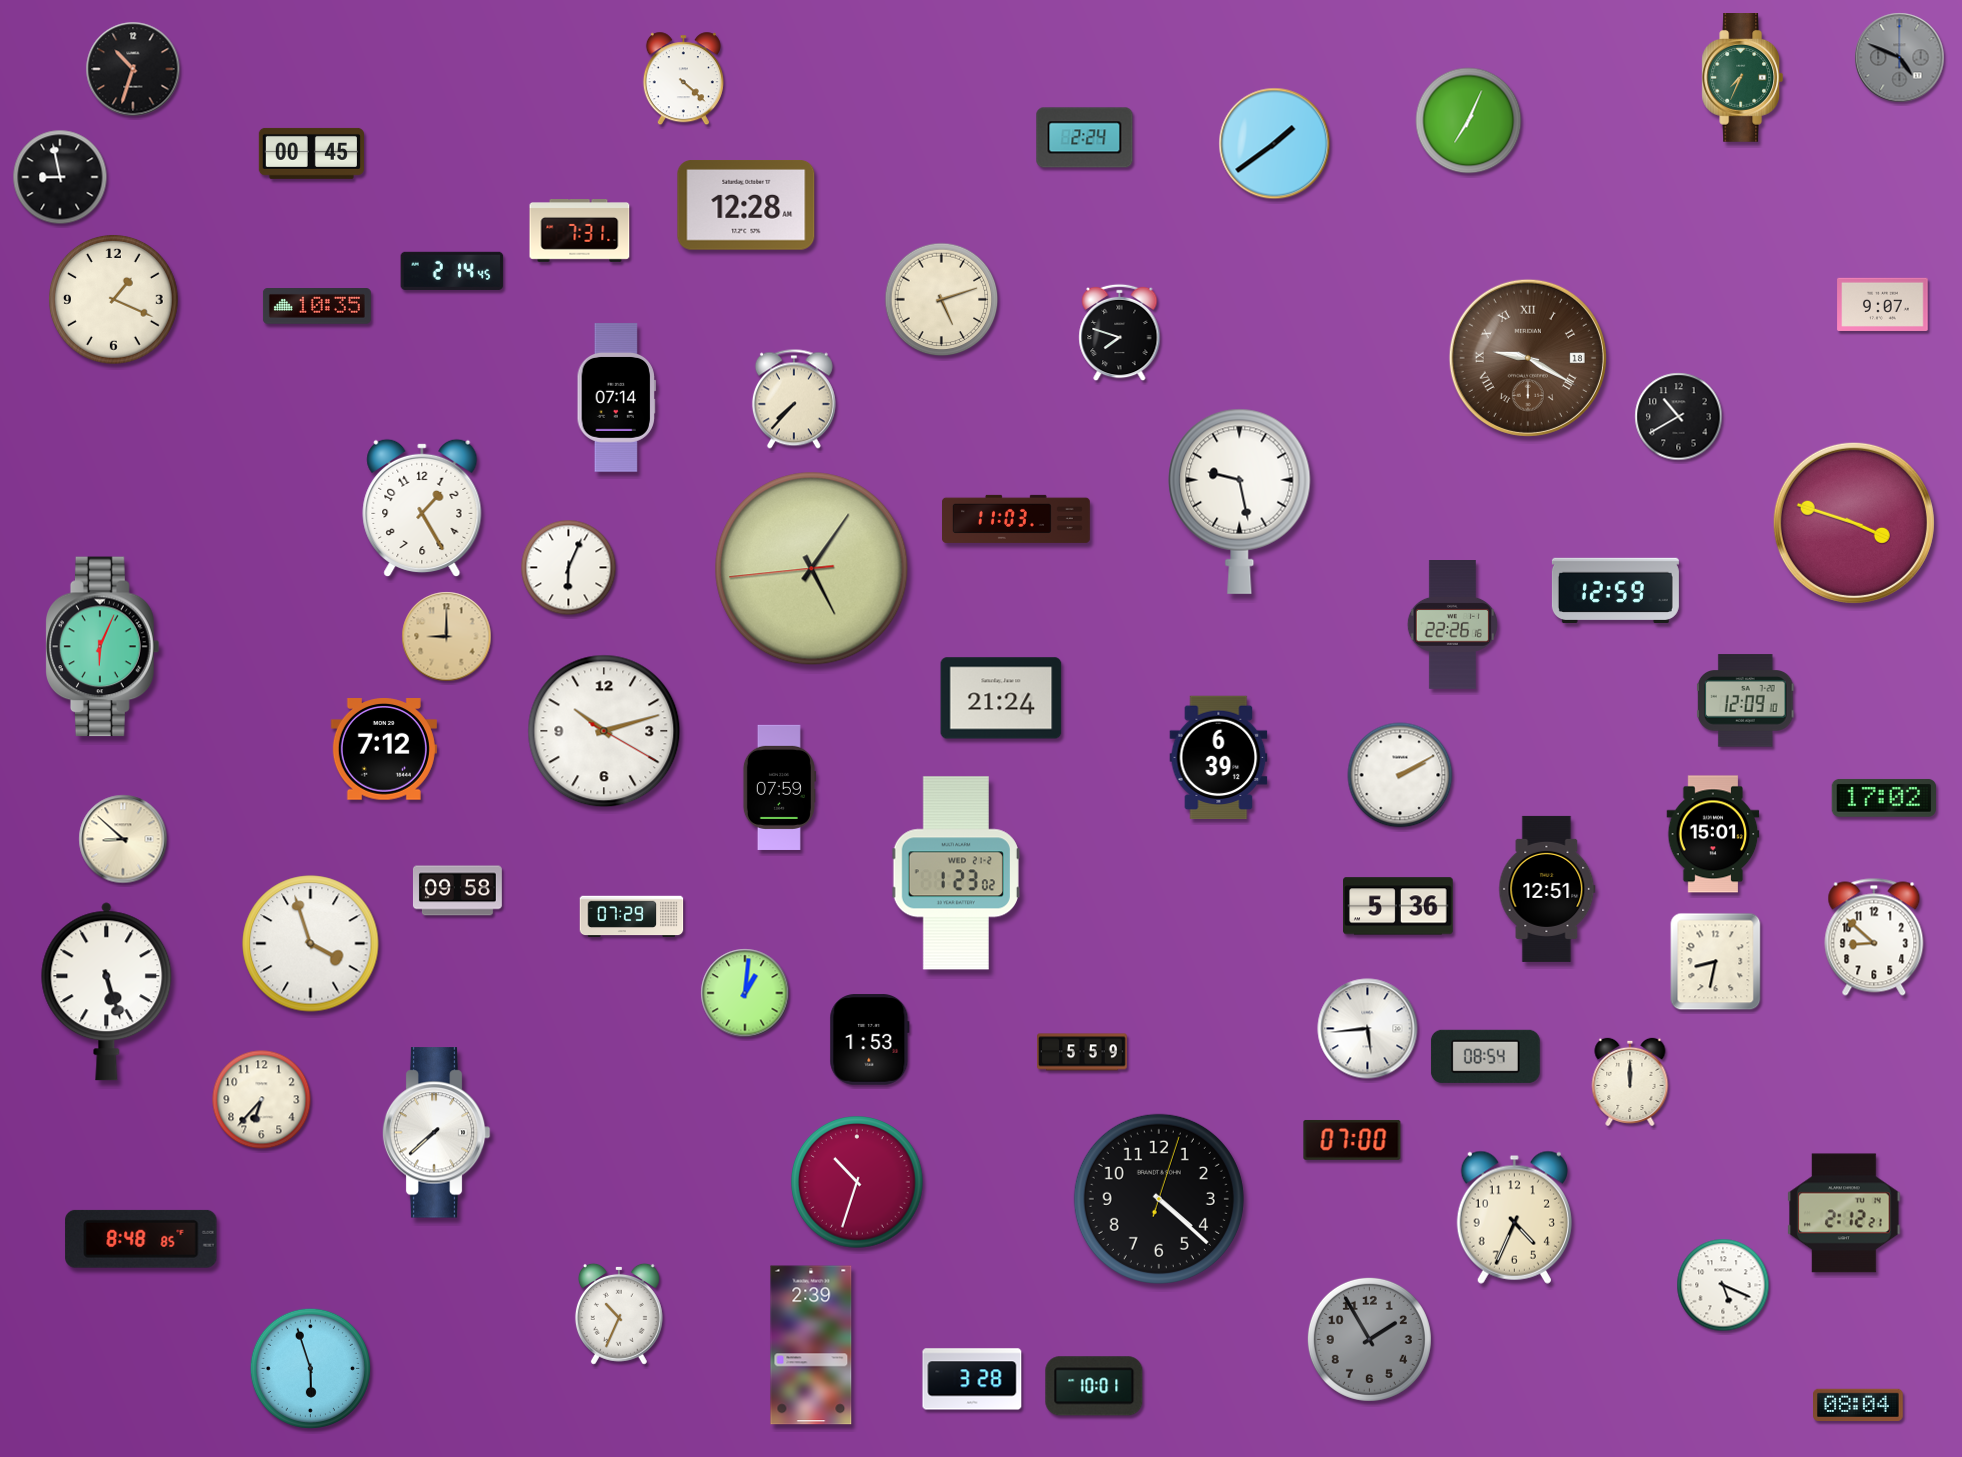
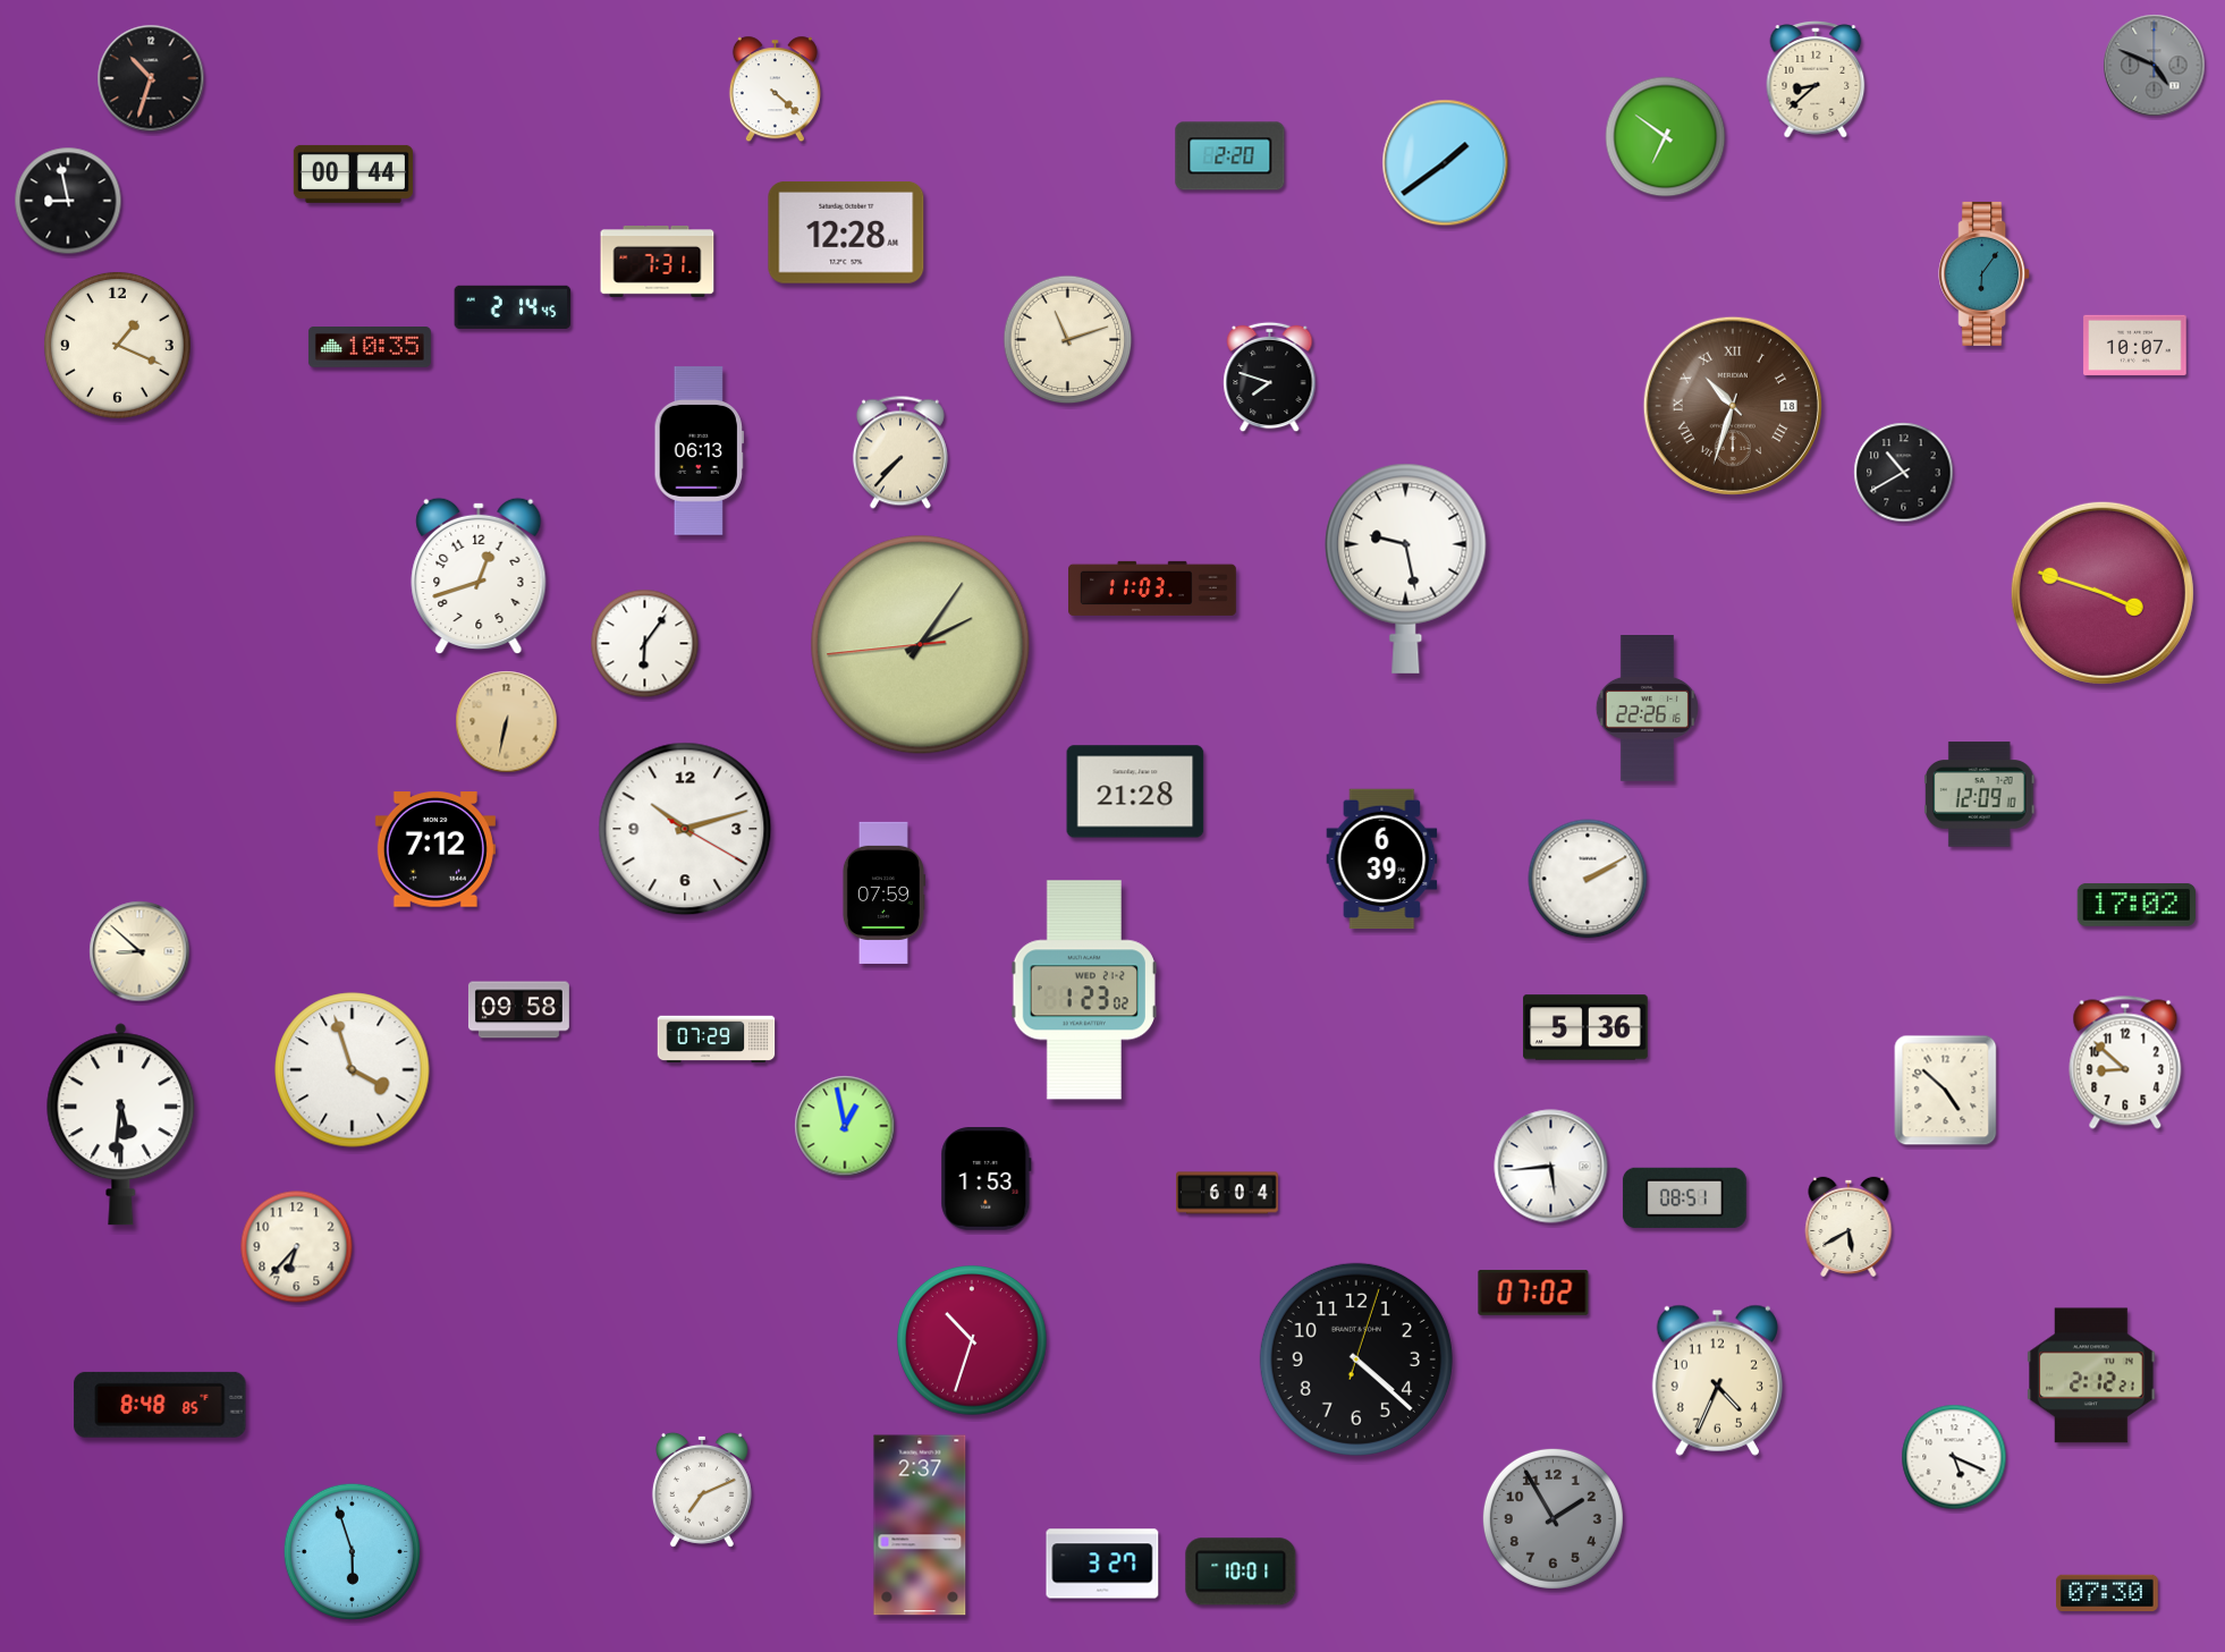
clock at (1816, 81): none -> 8:38
clock at (1743, 78): 7:34 -> none
clock at (1469, 121): 7:04 -> 6:51
clock at (1085, 138): 2:24 -> 2:20
clock at (311, 153): 00:45 -> 00:44
clock at (1985, 273): none -> 6:06
clock at (113, 299) position: (113, 299) -> (117, 345)
clock at (942, 300): 5:12 -> 11:12
clock at (1883, 304): 9:07 -> 10:07
clock at (317, 306) position: (317, 306) -> (370, 347)
clock at (1528, 358): 9:20 -> 10:33
clock at (616, 398): 07:14 -> 06:13
clock at (422, 508): 1:25 -> 12:42
clock at (569, 568): 6:04 -> 6:06
clock at (812, 569): 5:05 -> 2:05
clock at (1615, 590): 12:59 -> none
clock at (447, 637): 9:00 -> 6:32
clock at (103, 647): 6:04 -> none
clock at (1001, 698): 21:24 -> 21:28
clock at (1713, 834): 15:01 -> none
clock at (1547, 889): 12:51 -> none
clock at (1716, 962): 8:32 -> 4:52
clock at (107, 992): 5:27 -> 5:31
clock at (745, 993): 1:01 -> 12:58
clock at (1082, 1052): 5:59 -> 6:04
clock at (1485, 1056): 08:54 -> 08:51
clock at (1630, 1082): 12:00 -> 5:40
clock at (436, 1133): 7:38 -> none
clock at (1352, 1140): 07:00 -> 07:02
clock at (1159, 1199) position: (1159, 1199) -> (1356, 1359)
clock at (619, 1314): 10:34 -> 7:11
clock at (811, 1345): 2:39 -> 2:37
clock at (972, 1379): 3:28 -> 3:27
clock at (1859, 1404): 08:04 -> 07:30
